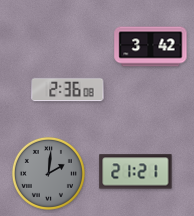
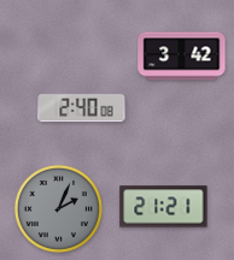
clock at (68, 90): 2:36 -> 2:40
clock at (48, 173): 2:01 -> 2:04
